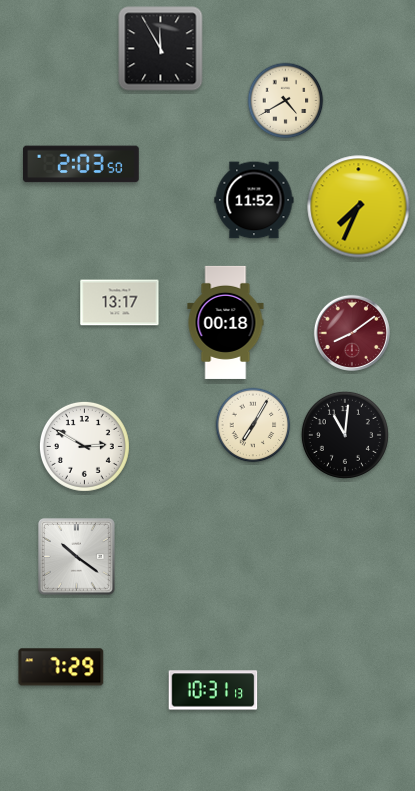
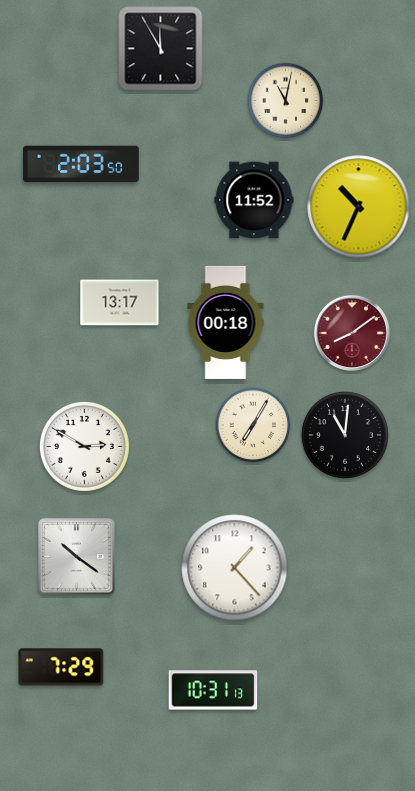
clock at (286, 101): 4:40 -> 11:02
clock at (359, 207): 7:34 -> 10:34
clock at (235, 568): none -> 1:23
